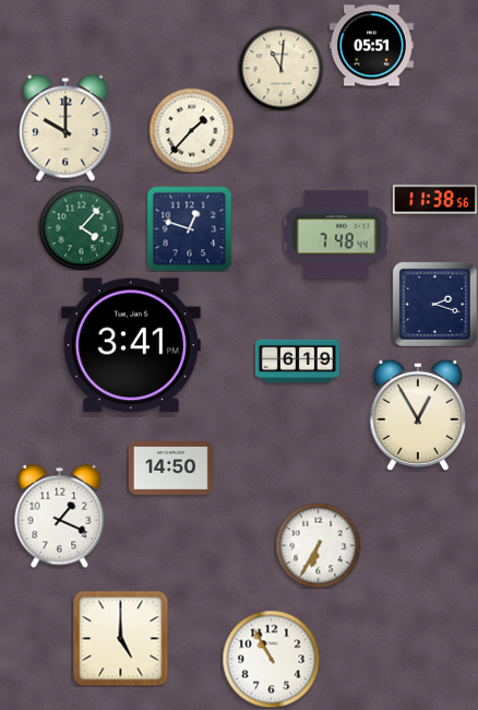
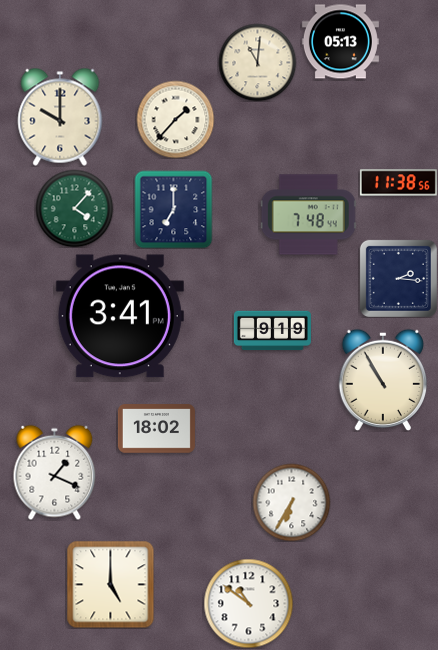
clock at (371, 46): 05:51 -> 05:13
clock at (189, 228): 12:48 -> 7:00
clock at (434, 304): 2:18 -> 2:16
clock at (297, 362): 6:19 -> 9:19
clock at (417, 414): 12:55 -> 10:55
clock at (170, 469): 14:50 -> 18:02
clock at (318, 545) position: (318, 545) -> (291, 502)
clock at (271, 659): 10:55 -> 10:51
